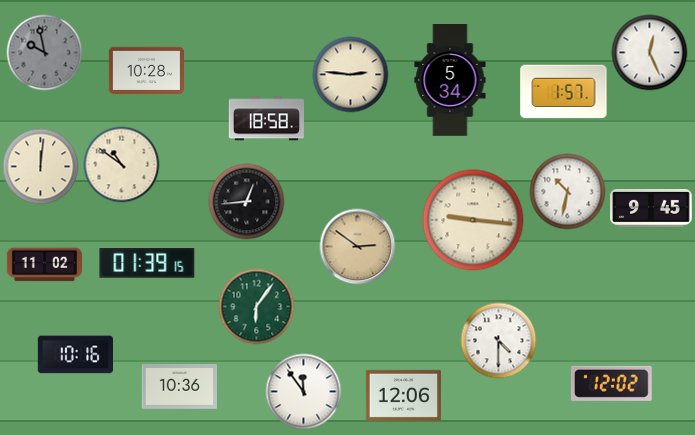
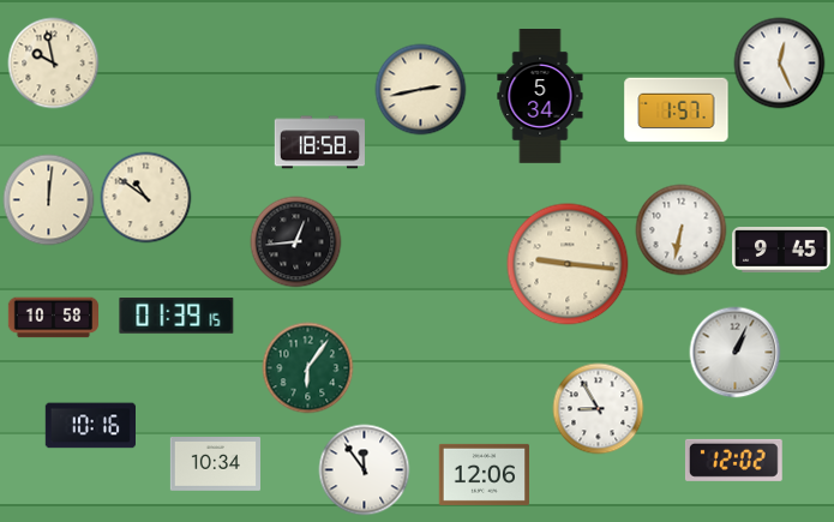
clock at (45, 53) dial: grey -> cream
clock at (146, 70): 10:28 -> none
clock at (351, 75): 2:46 -> 2:43
clock at (568, 192): 10:32 -> 6:32
clock at (358, 247): 2:51 -> none
clock at (45, 265): 11:02 -> 10:58
clock at (736, 353): none -> 1:04
clock at (499, 341): 4:30 -> 8:55
clock at (179, 387): 10:36 -> 10:34
